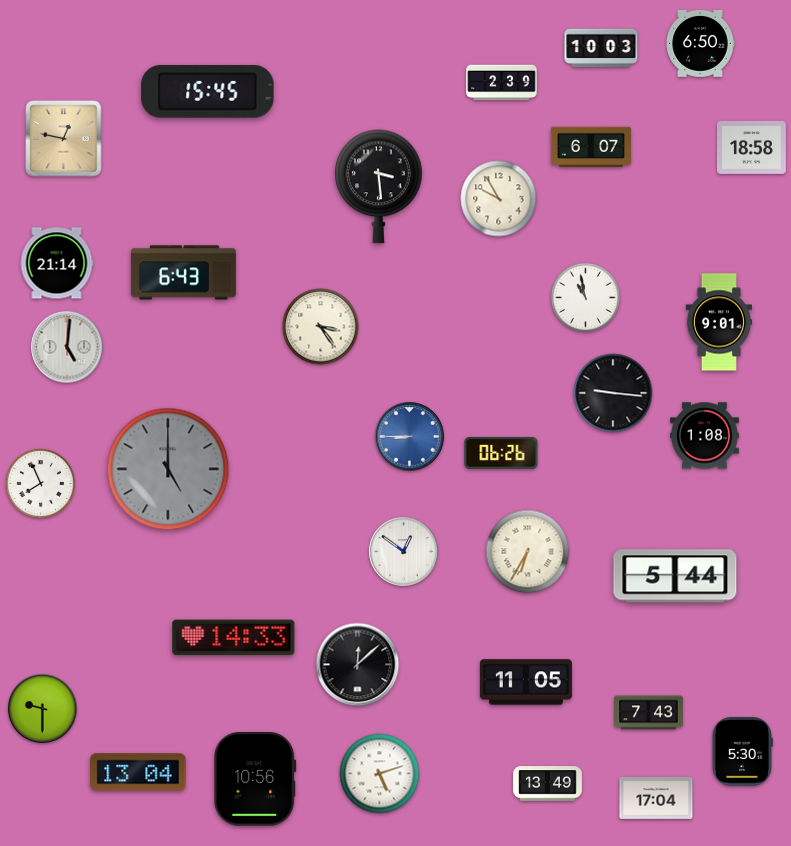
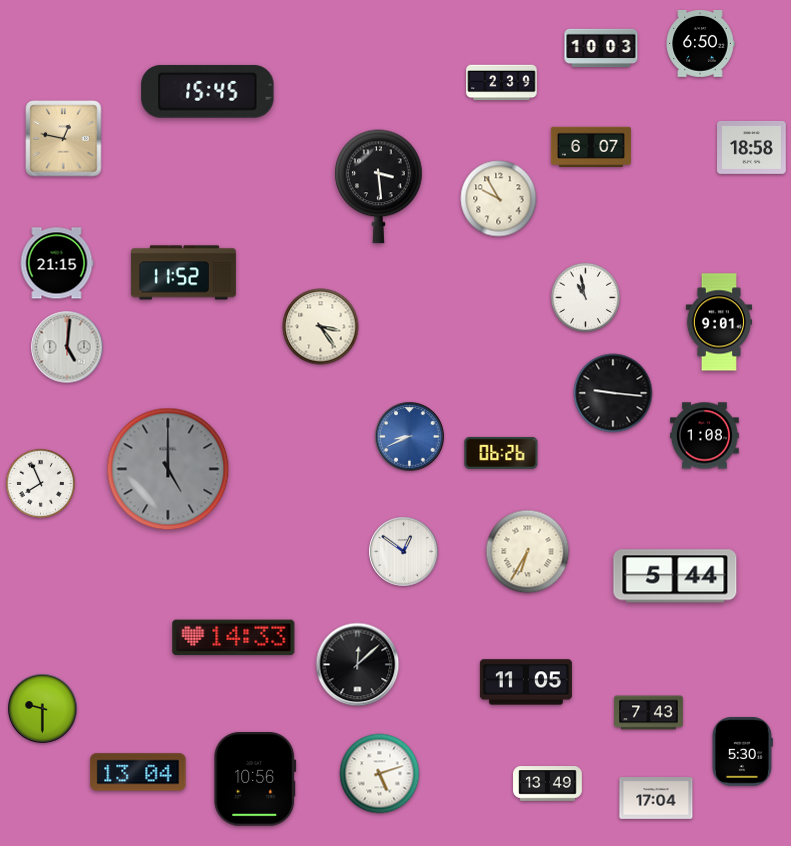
clock at (57, 263): 21:14 -> 21:15
clock at (183, 273): 6:43 -> 11:52
clock at (410, 437): 8:45 -> 8:41
